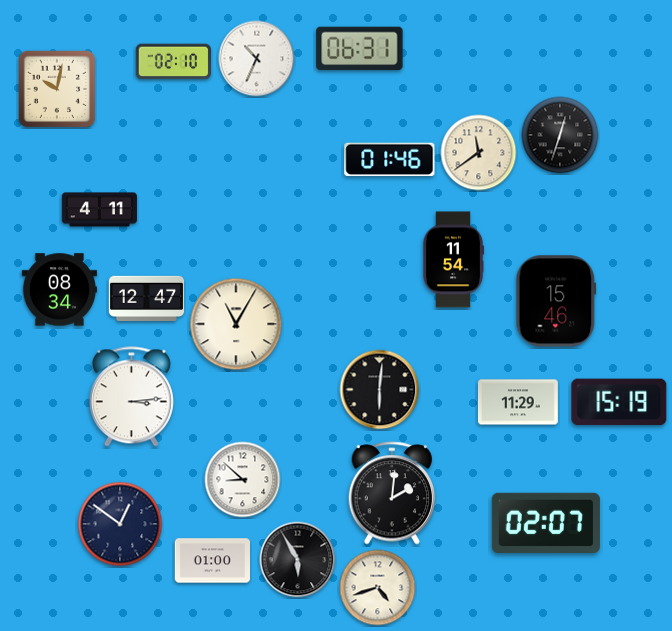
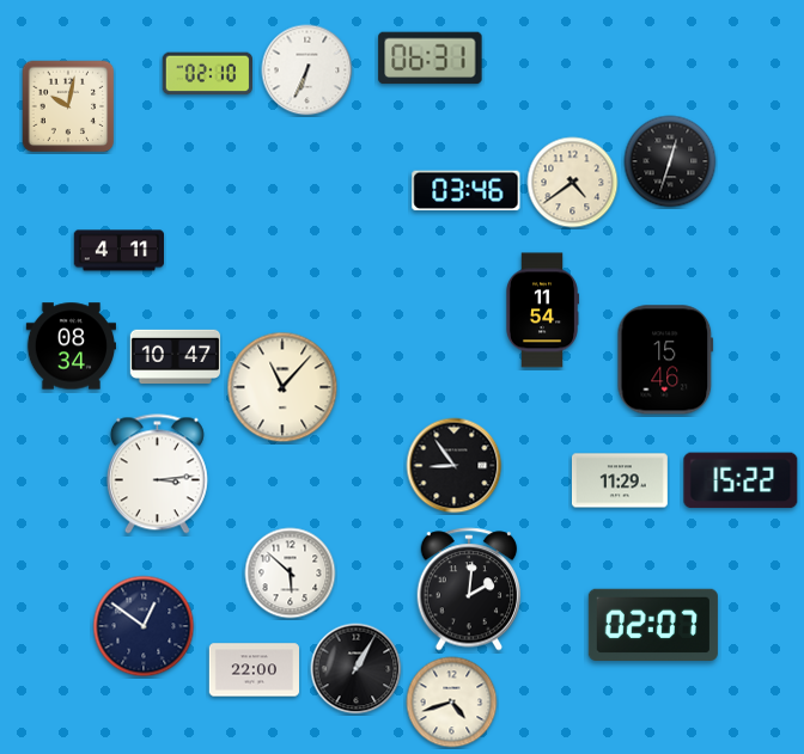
clock at (257, 59): 10:34 -> 6:34
clock at (479, 153): 11:39 -> 4:39
clock at (390, 160): 01:46 -> 03:46
clock at (147, 299): 12:47 -> 10:47
clock at (236, 324): 11:05 -> 11:07
clock at (380, 390): 6:01 -> 8:54
clock at (619, 402): 15:19 -> 15:22
clock at (243, 480): 8:52 -> 5:52
clock at (298, 560): 5:55 -> 1:05
clock at (213, 561): 01:00 -> 22:00
